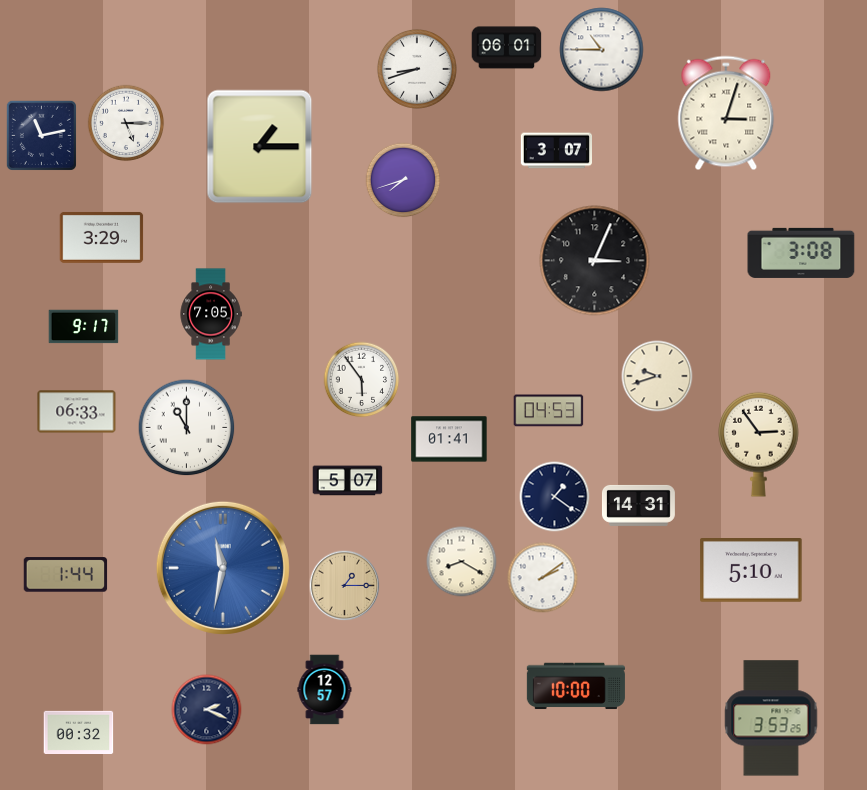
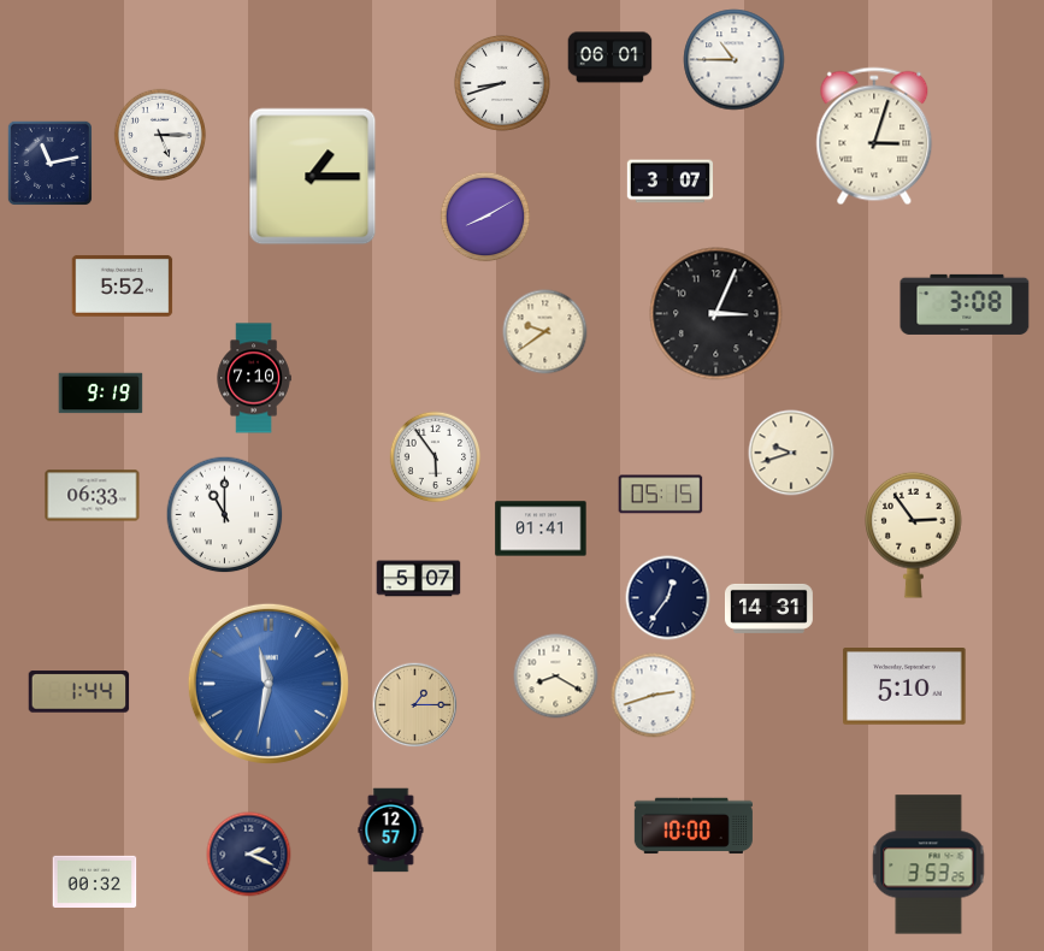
clock at (602, 50) position: (602, 50) -> (735, 60)
clock at (126, 123) position: (126, 123) -> (160, 135)
clock at (403, 180): 7:42 -> 8:10
clock at (102, 237): 3:29 -> 5:52
clock at (545, 332): none -> 9:39
clock at (211, 314): 7:05 -> 7:10
clock at (84, 327): 9:17 -> 9:19
clock at (549, 411): 04:53 -> 05:15
clock at (555, 497): 1:21 -> 12:36
clock at (543, 578): 2:09 -> 2:42
